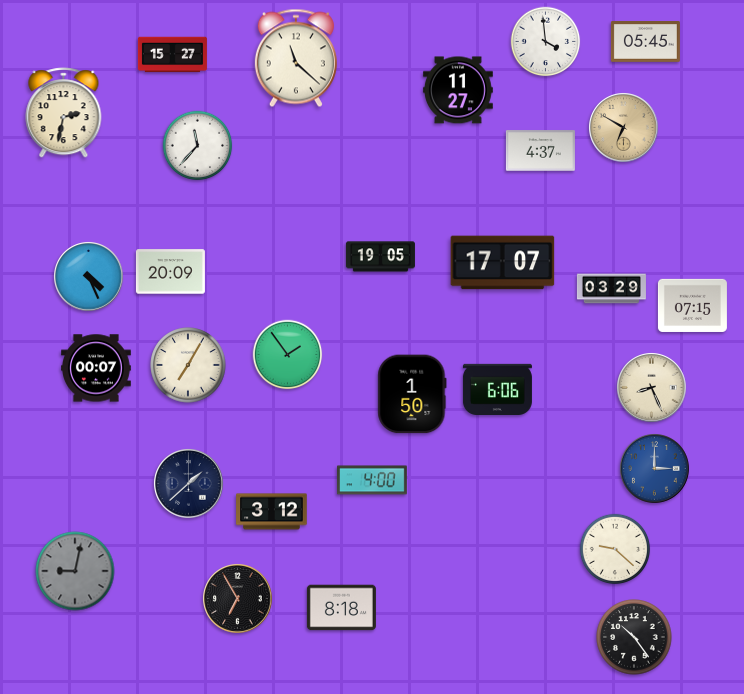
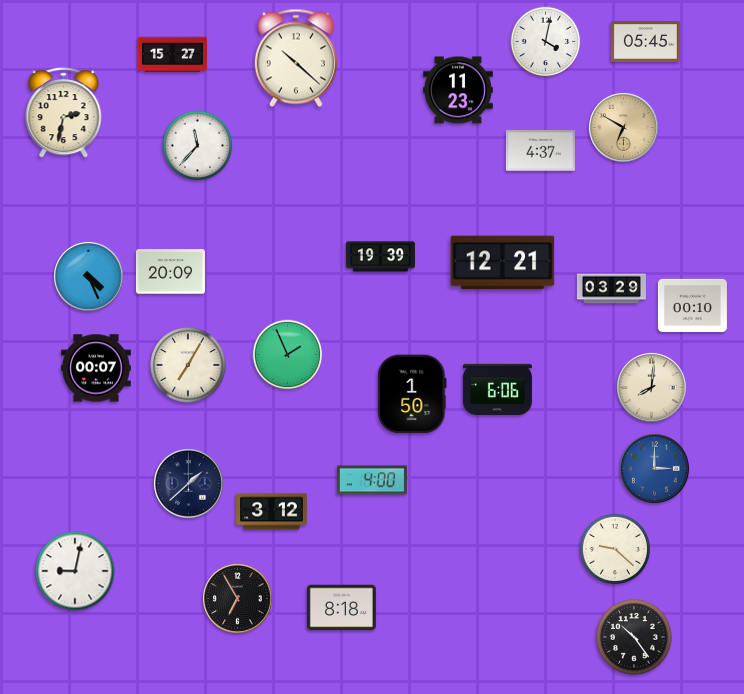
clock at (546, 42): 3:59 -> 4:02
clock at (296, 58): 11:22 -> 10:22
clock at (458, 90): 11:27 -> 11:23
clock at (380, 257): 19:05 -> 19:39
clock at (503, 263): 17:07 -> 12:21
clock at (692, 305): 07:15 -> 00:10
clock at (288, 355): 1:54 -> 1:56
clock at (652, 388): 8:26 -> 8:01
clock at (75, 571) dial: grey -> white
